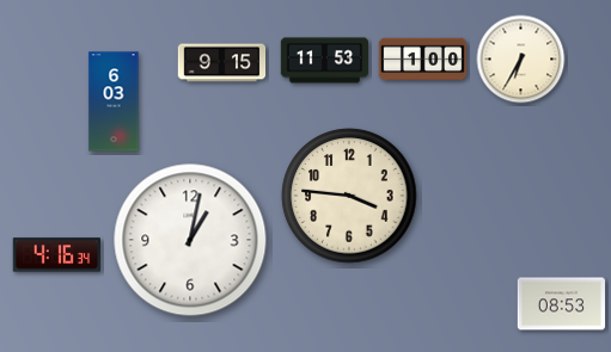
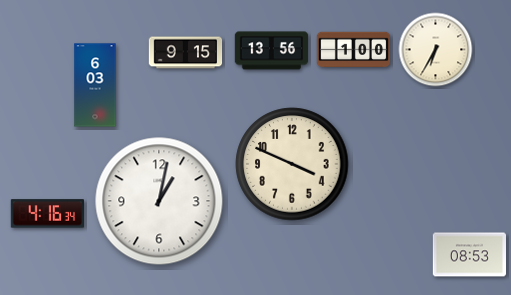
clock at (325, 61): 11:53 -> 13:56
clock at (349, 196): 3:46 -> 3:49
